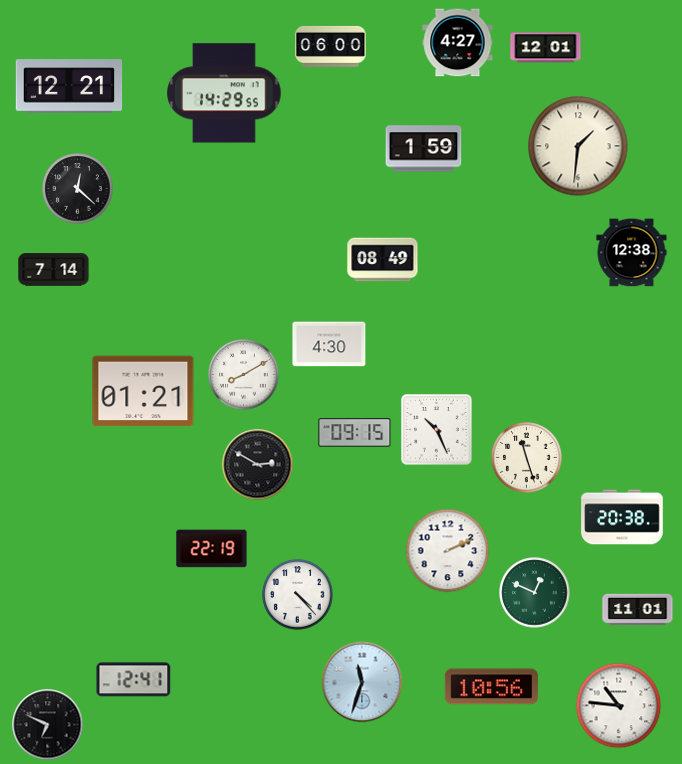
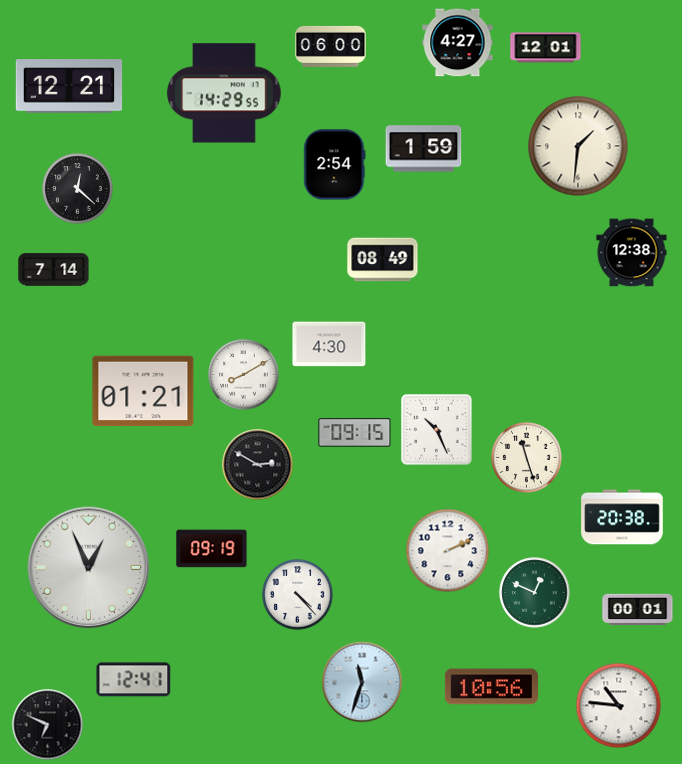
clock at (335, 165): none -> 2:54
clock at (212, 549): 22:19 -> 09:19
clock at (89, 568): none -> 12:56
clock at (638, 610): 11:01 -> 00:01
